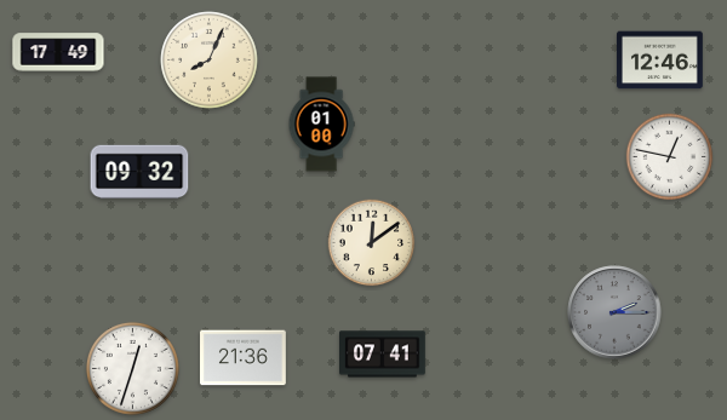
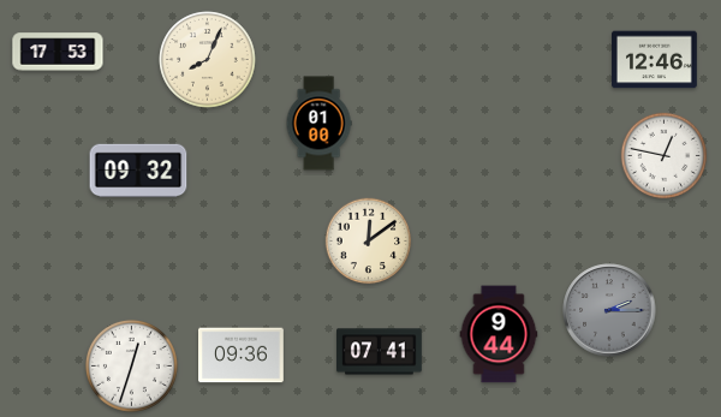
clock at (58, 52): 17:49 -> 17:53
clock at (499, 334): none -> 9:44
clock at (244, 358): 21:36 -> 09:36
